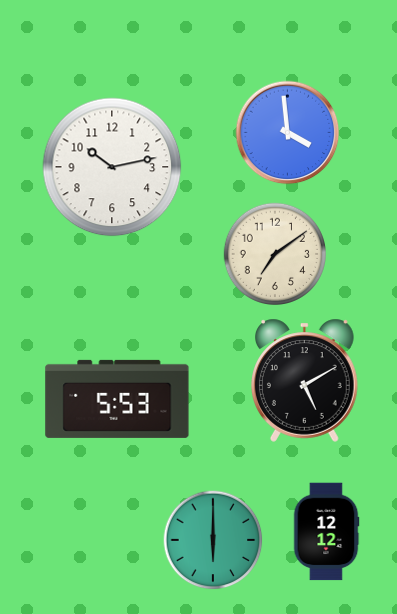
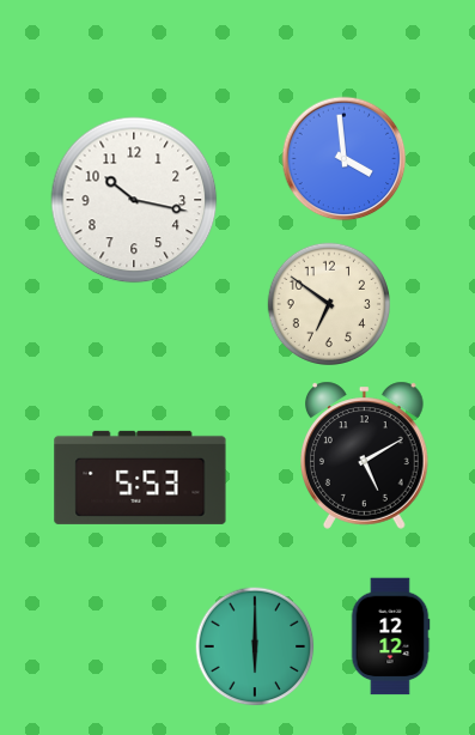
clock at (112, 167): 10:13 -> 10:17
clock at (274, 253): 7:09 -> 6:51
